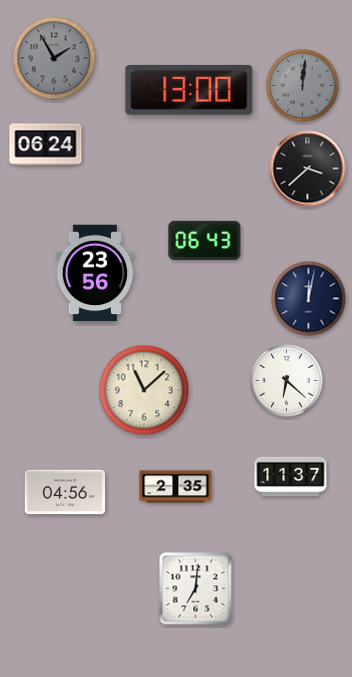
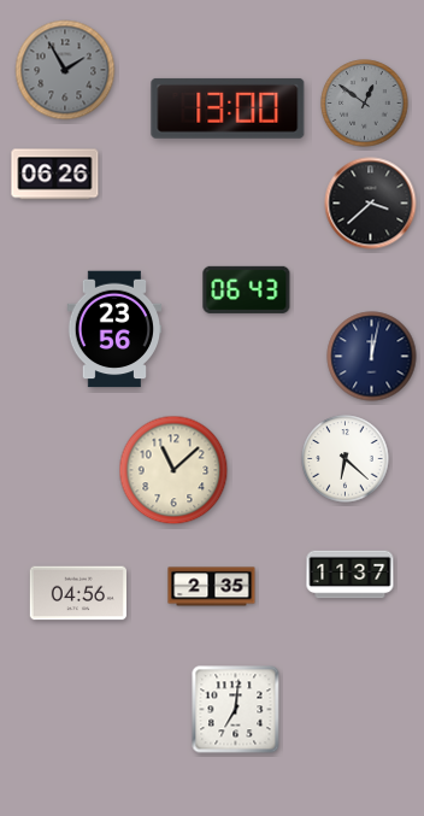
clock at (303, 86): 12:01 -> 12:51
clock at (46, 145): 06:24 -> 06:26
clock at (309, 299) position: (309, 299) -> (372, 357)
